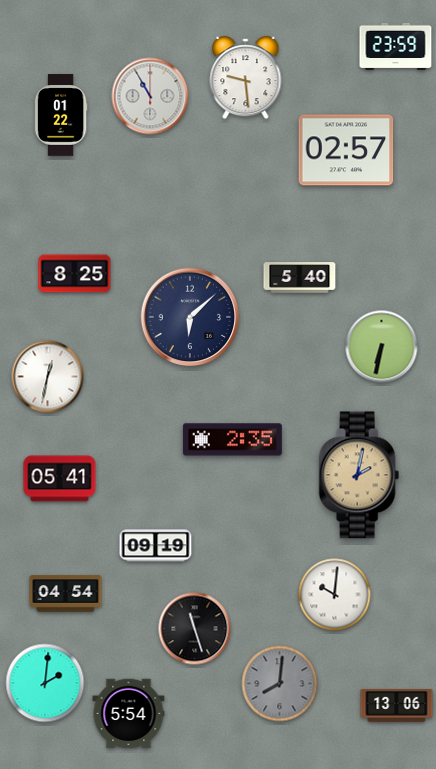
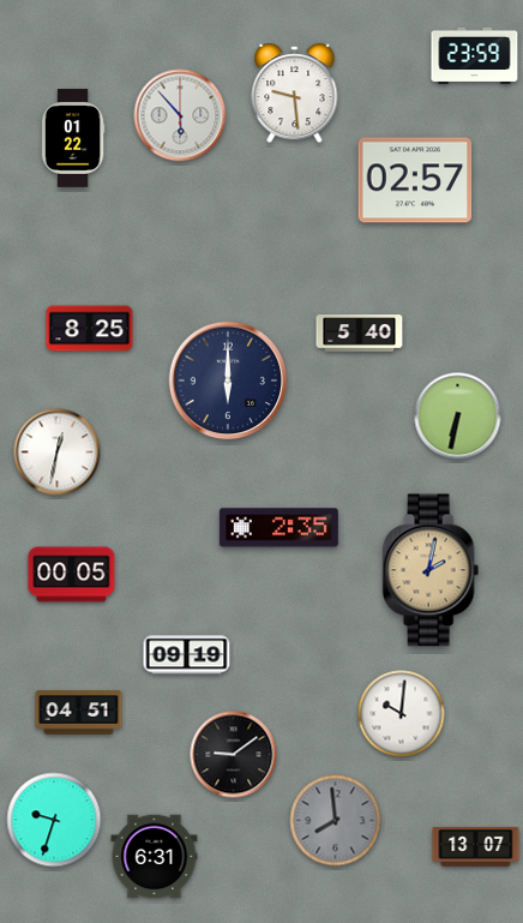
clock at (150, 96): 10:55 -> 5:53
clock at (190, 317): 6:08 -> 6:00
clock at (60, 479): 05:41 -> 00:05
clock at (66, 594): 04:54 -> 04:51
clock at (195, 629): 11:27 -> 9:09
clock at (45, 683): 2:01 -> 9:33
clock at (280, 684): 8:01 -> 7:59
clock at (397, 705): 13:06 -> 13:07
clock at (129, 714): 5:54 -> 6:31
